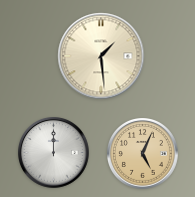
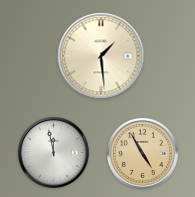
clock at (54, 153): 12:00 -> 11:58
clock at (143, 154): 5:04 -> 4:55
